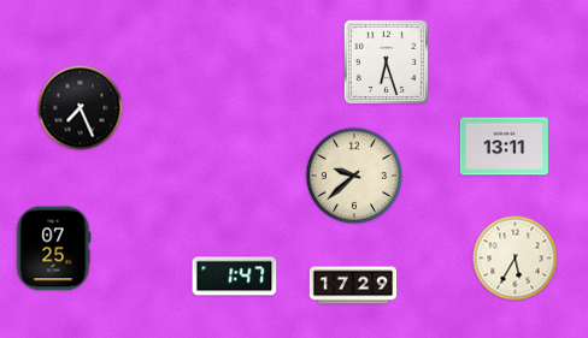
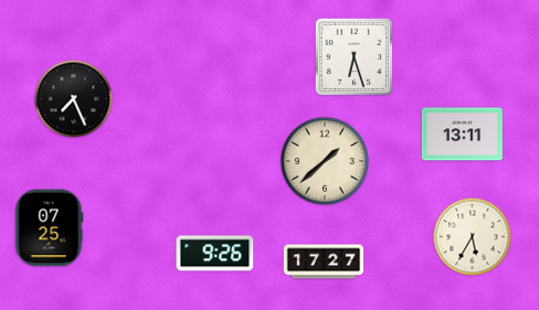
clock at (354, 176): 9:38 -> 1:38
clock at (235, 277): 1:47 -> 9:26
clock at (353, 285): 17:29 -> 17:27
